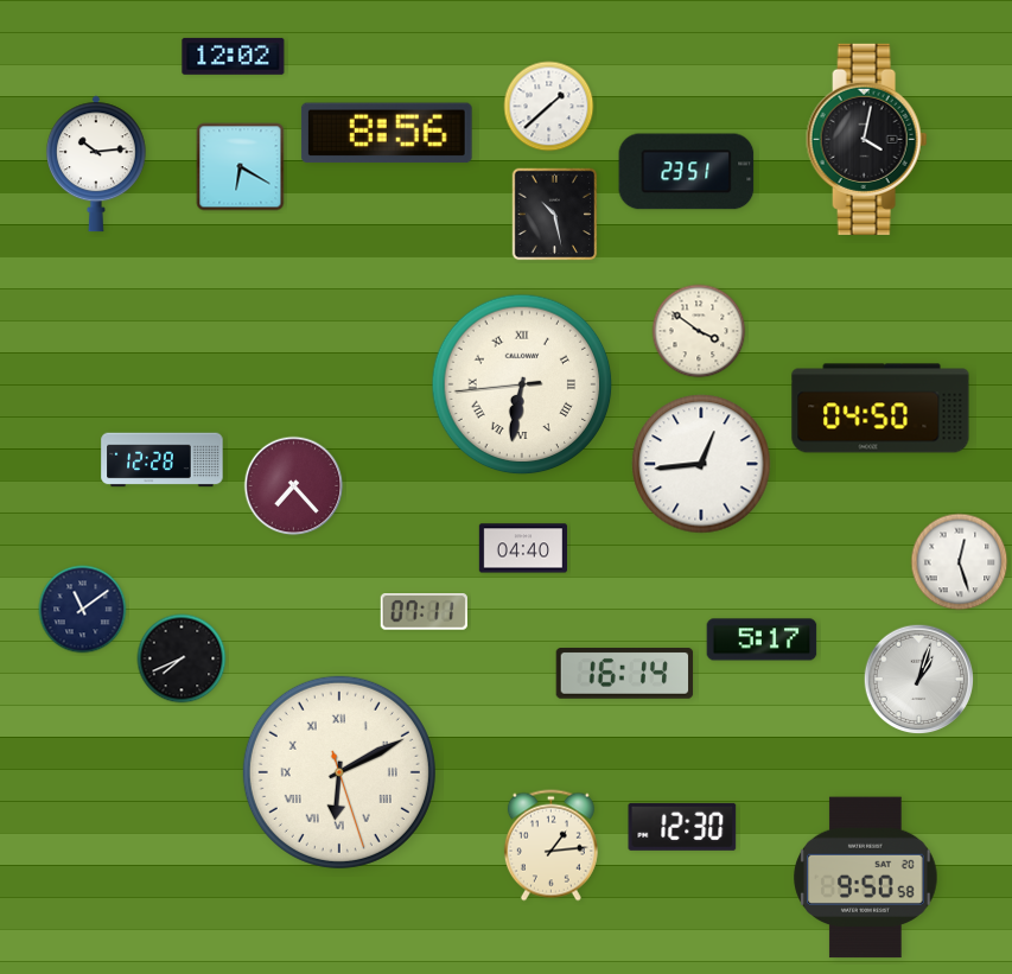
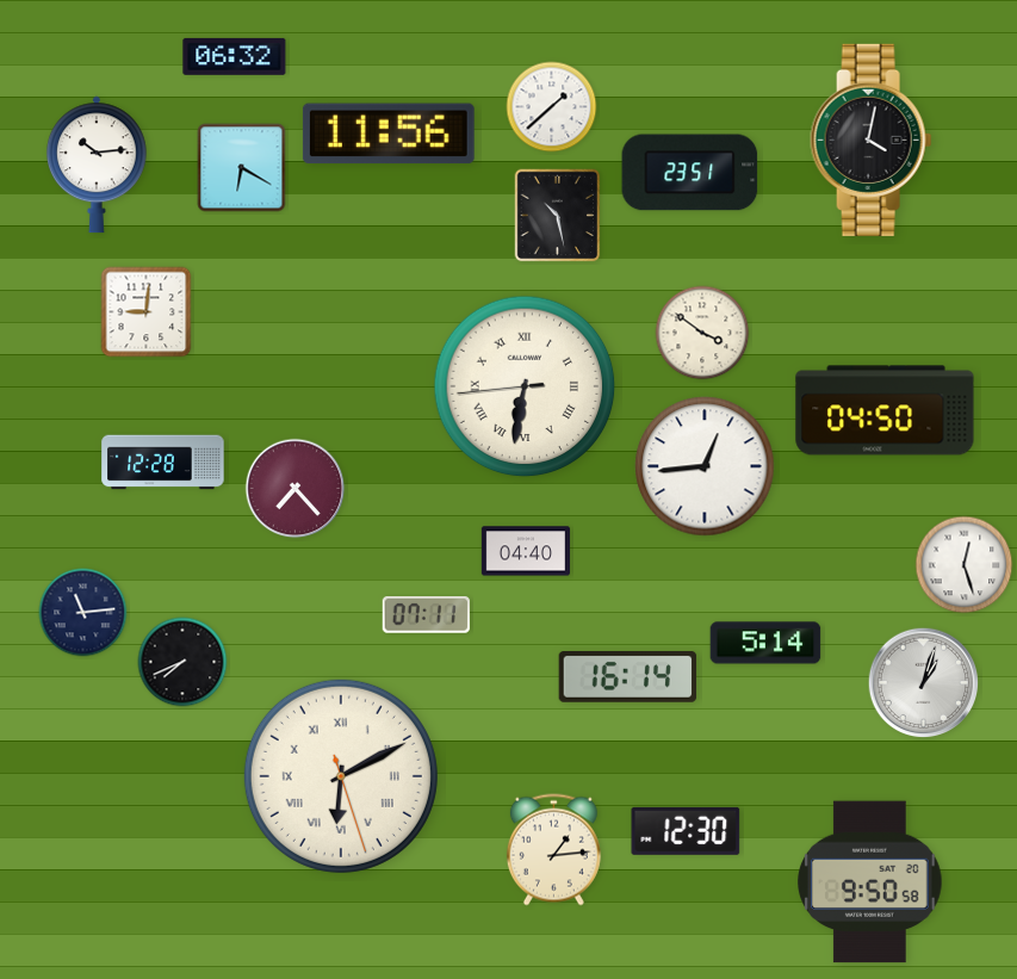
clock at (234, 56): 12:02 -> 06:32
clock at (387, 133): 8:56 -> 11:56
clock at (147, 312): none -> 9:01
clock at (83, 610): 11:09 -> 11:14
clock at (762, 639): 5:17 -> 5:14
